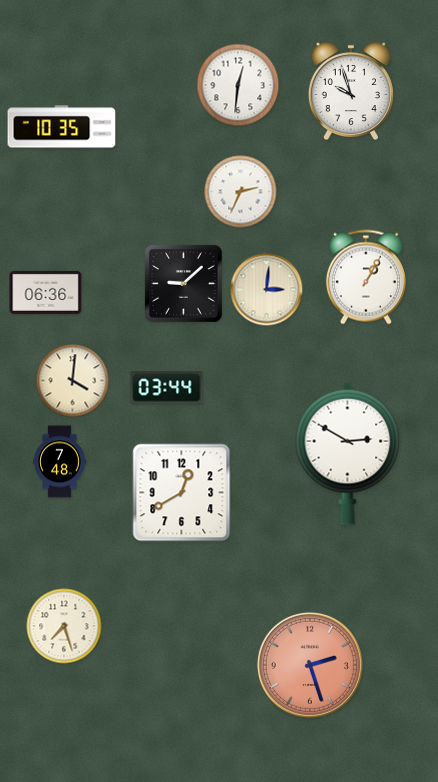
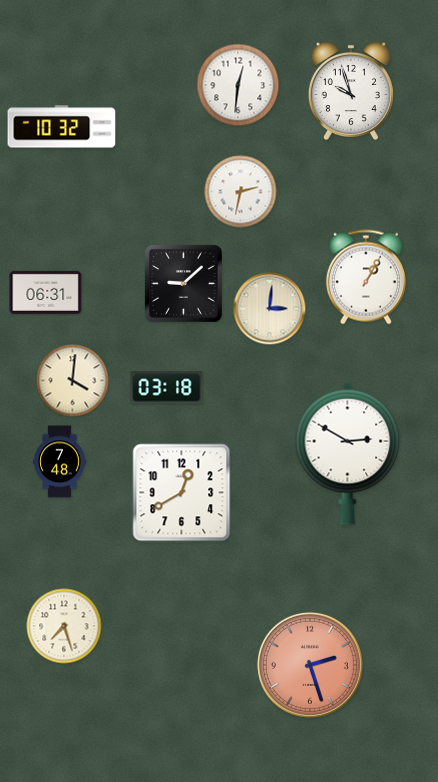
clock at (62, 127): 10:35 -> 10:32
clock at (241, 192): 2:34 -> 2:32
clock at (267, 290) position: (267, 290) -> (270, 309)
clock at (46, 292): 06:36 -> 06:31
clock at (167, 388): 03:44 -> 03:18
